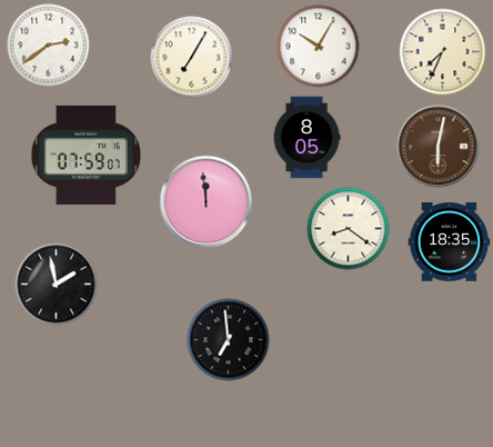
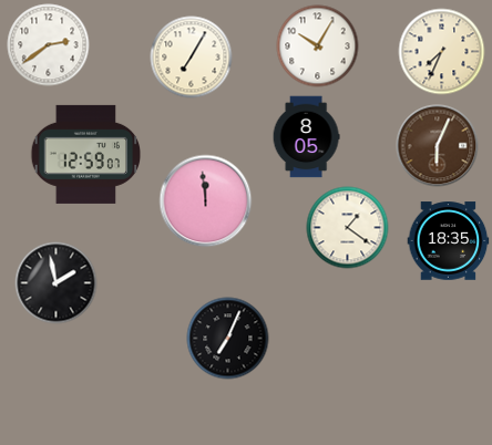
clock at (439, 147): 6:02 -> 6:04
clock at (87, 155): 07:59 -> 12:59
clock at (349, 229): 8:21 -> 1:21
clock at (229, 340): 6:59 -> 7:04
